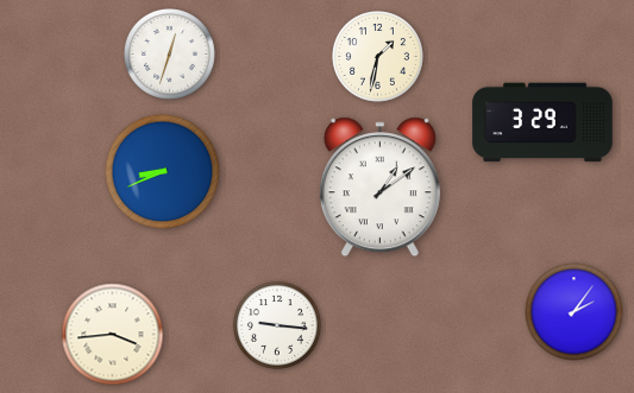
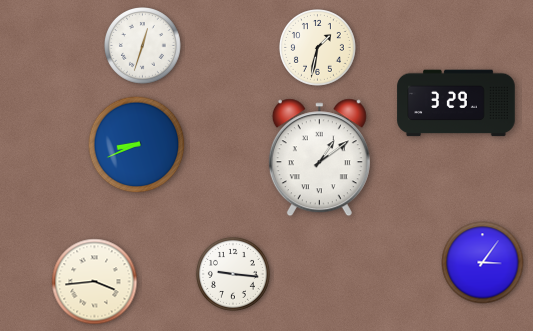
clock at (575, 312): 2:06 -> 3:06
